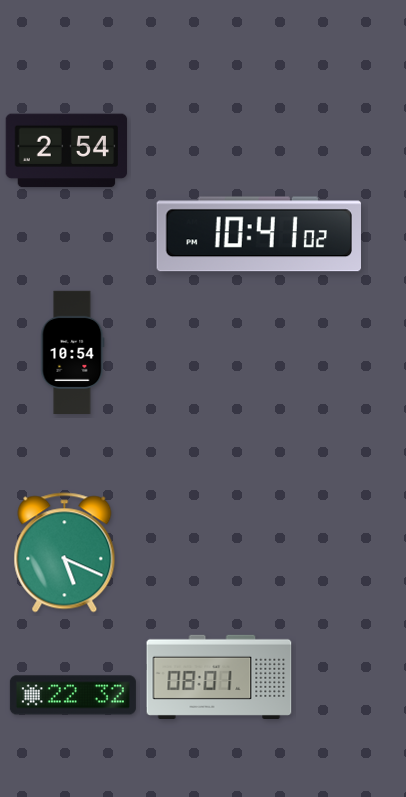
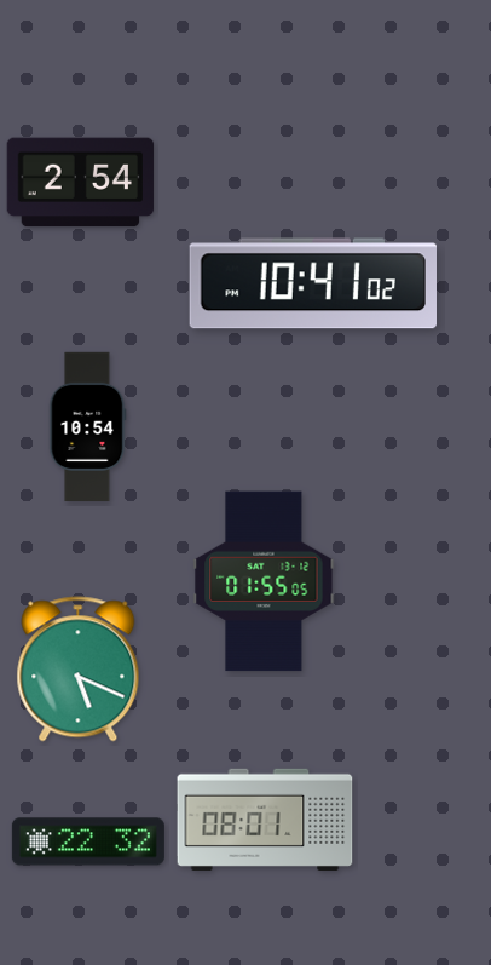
clock at (264, 581): none -> 01:55
